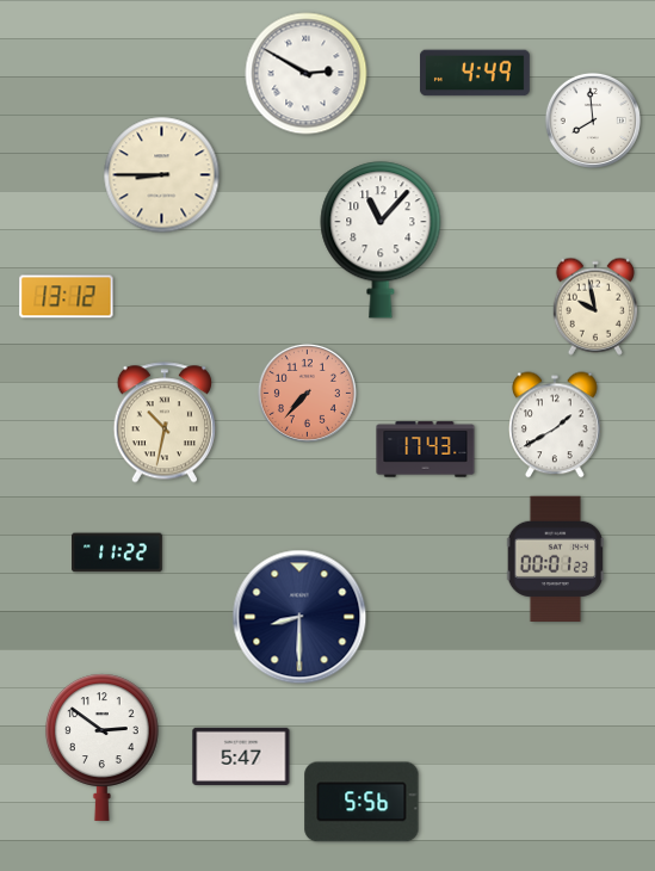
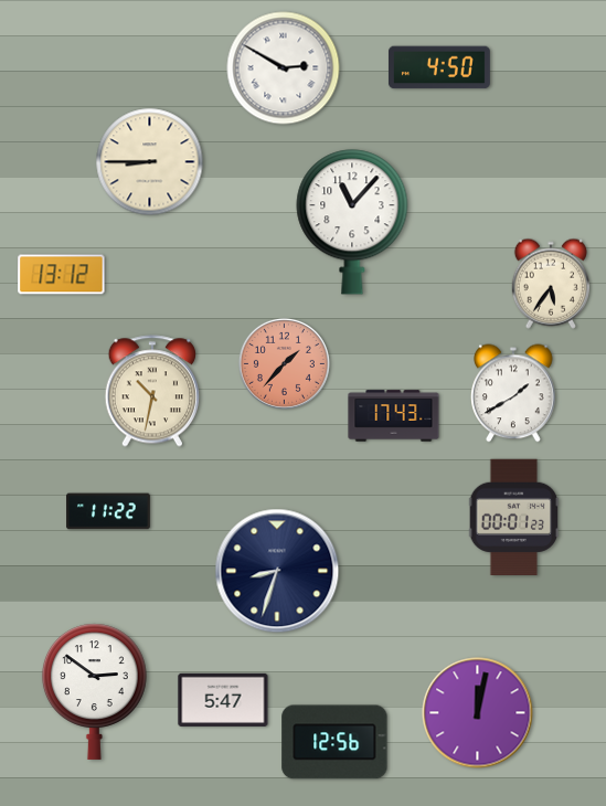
clock at (475, 73): 4:49 -> 4:50
clock at (593, 121): 7:59 -> none
clock at (594, 307): 9:58 -> 5:36
clock at (307, 393): 7:37 -> 1:37
clock at (299, 617): 8:30 -> 8:33
clock at (478, 713): none -> 12:02
clock at (362, 802): 5:56 -> 12:56
